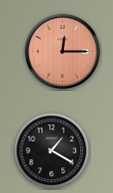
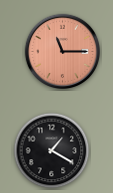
clock at (63, 52): 12:15 -> 11:15
